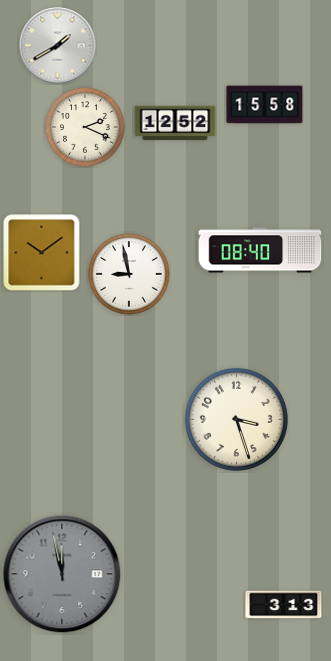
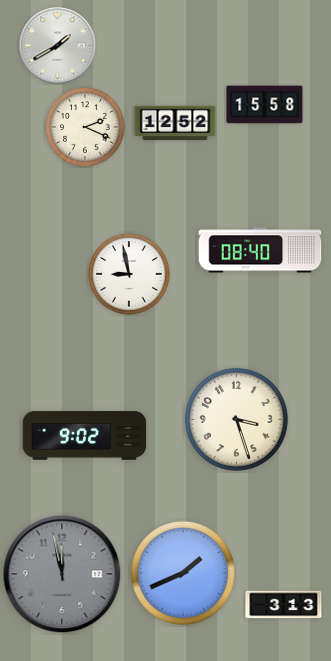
clock at (42, 253): 10:09 -> none
clock at (85, 436): none -> 9:02
clock at (183, 573): none -> 1:41
